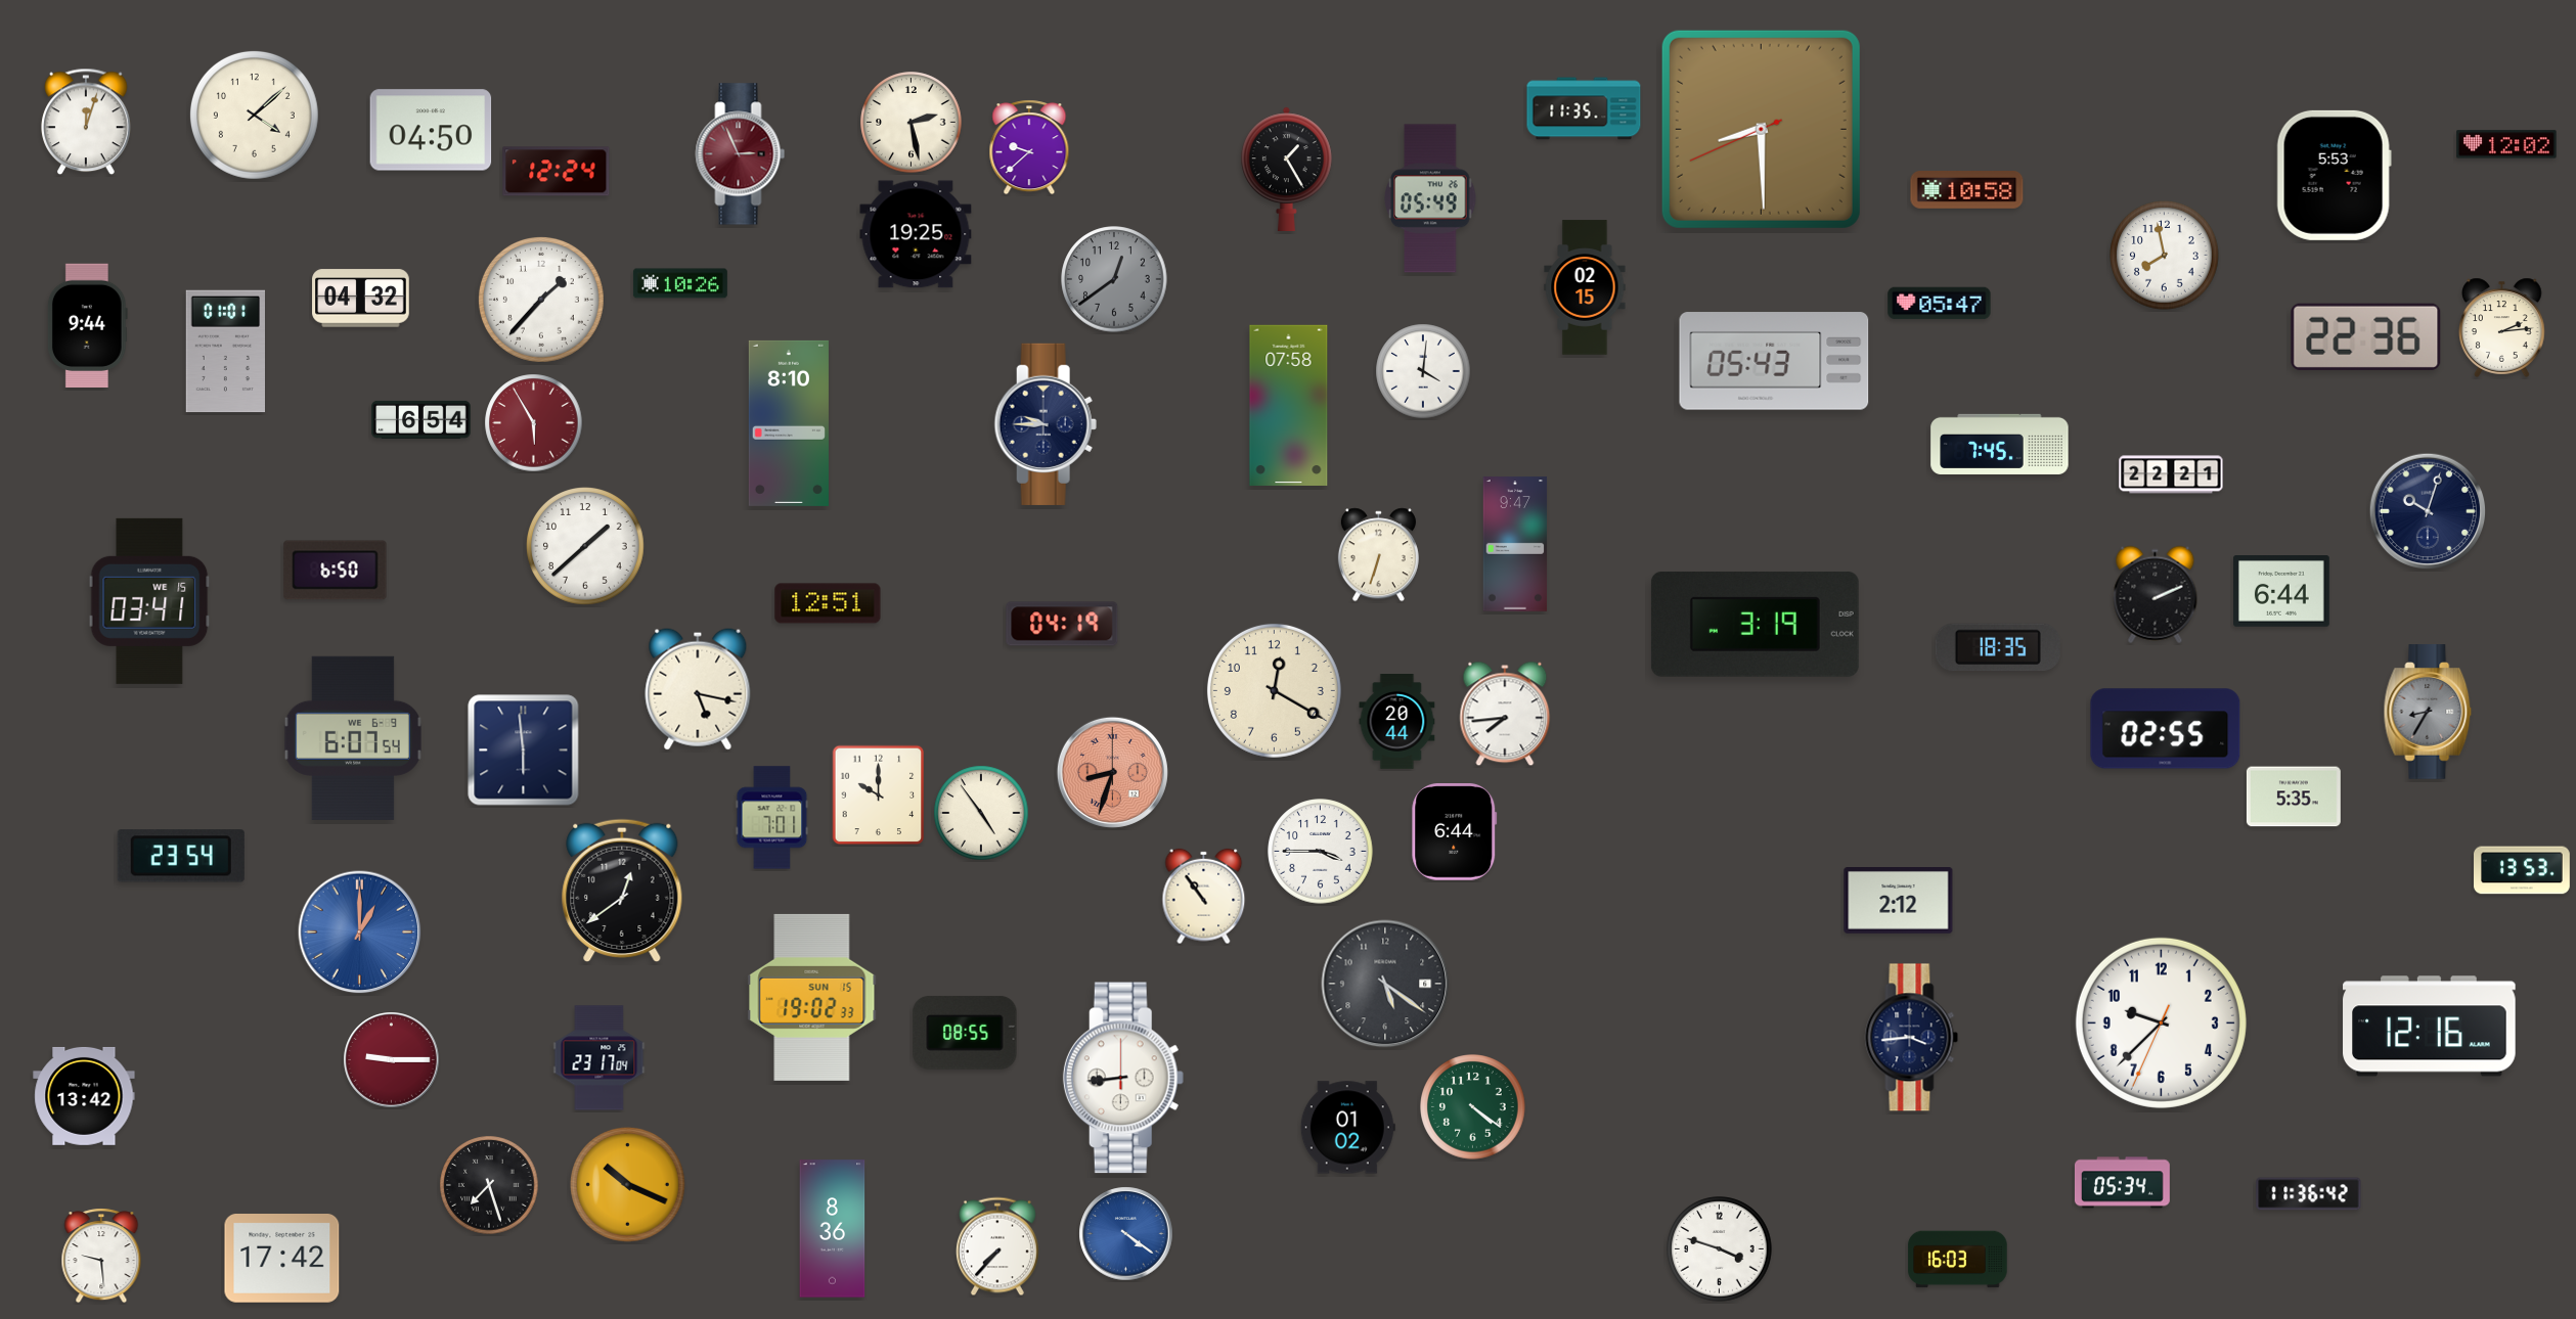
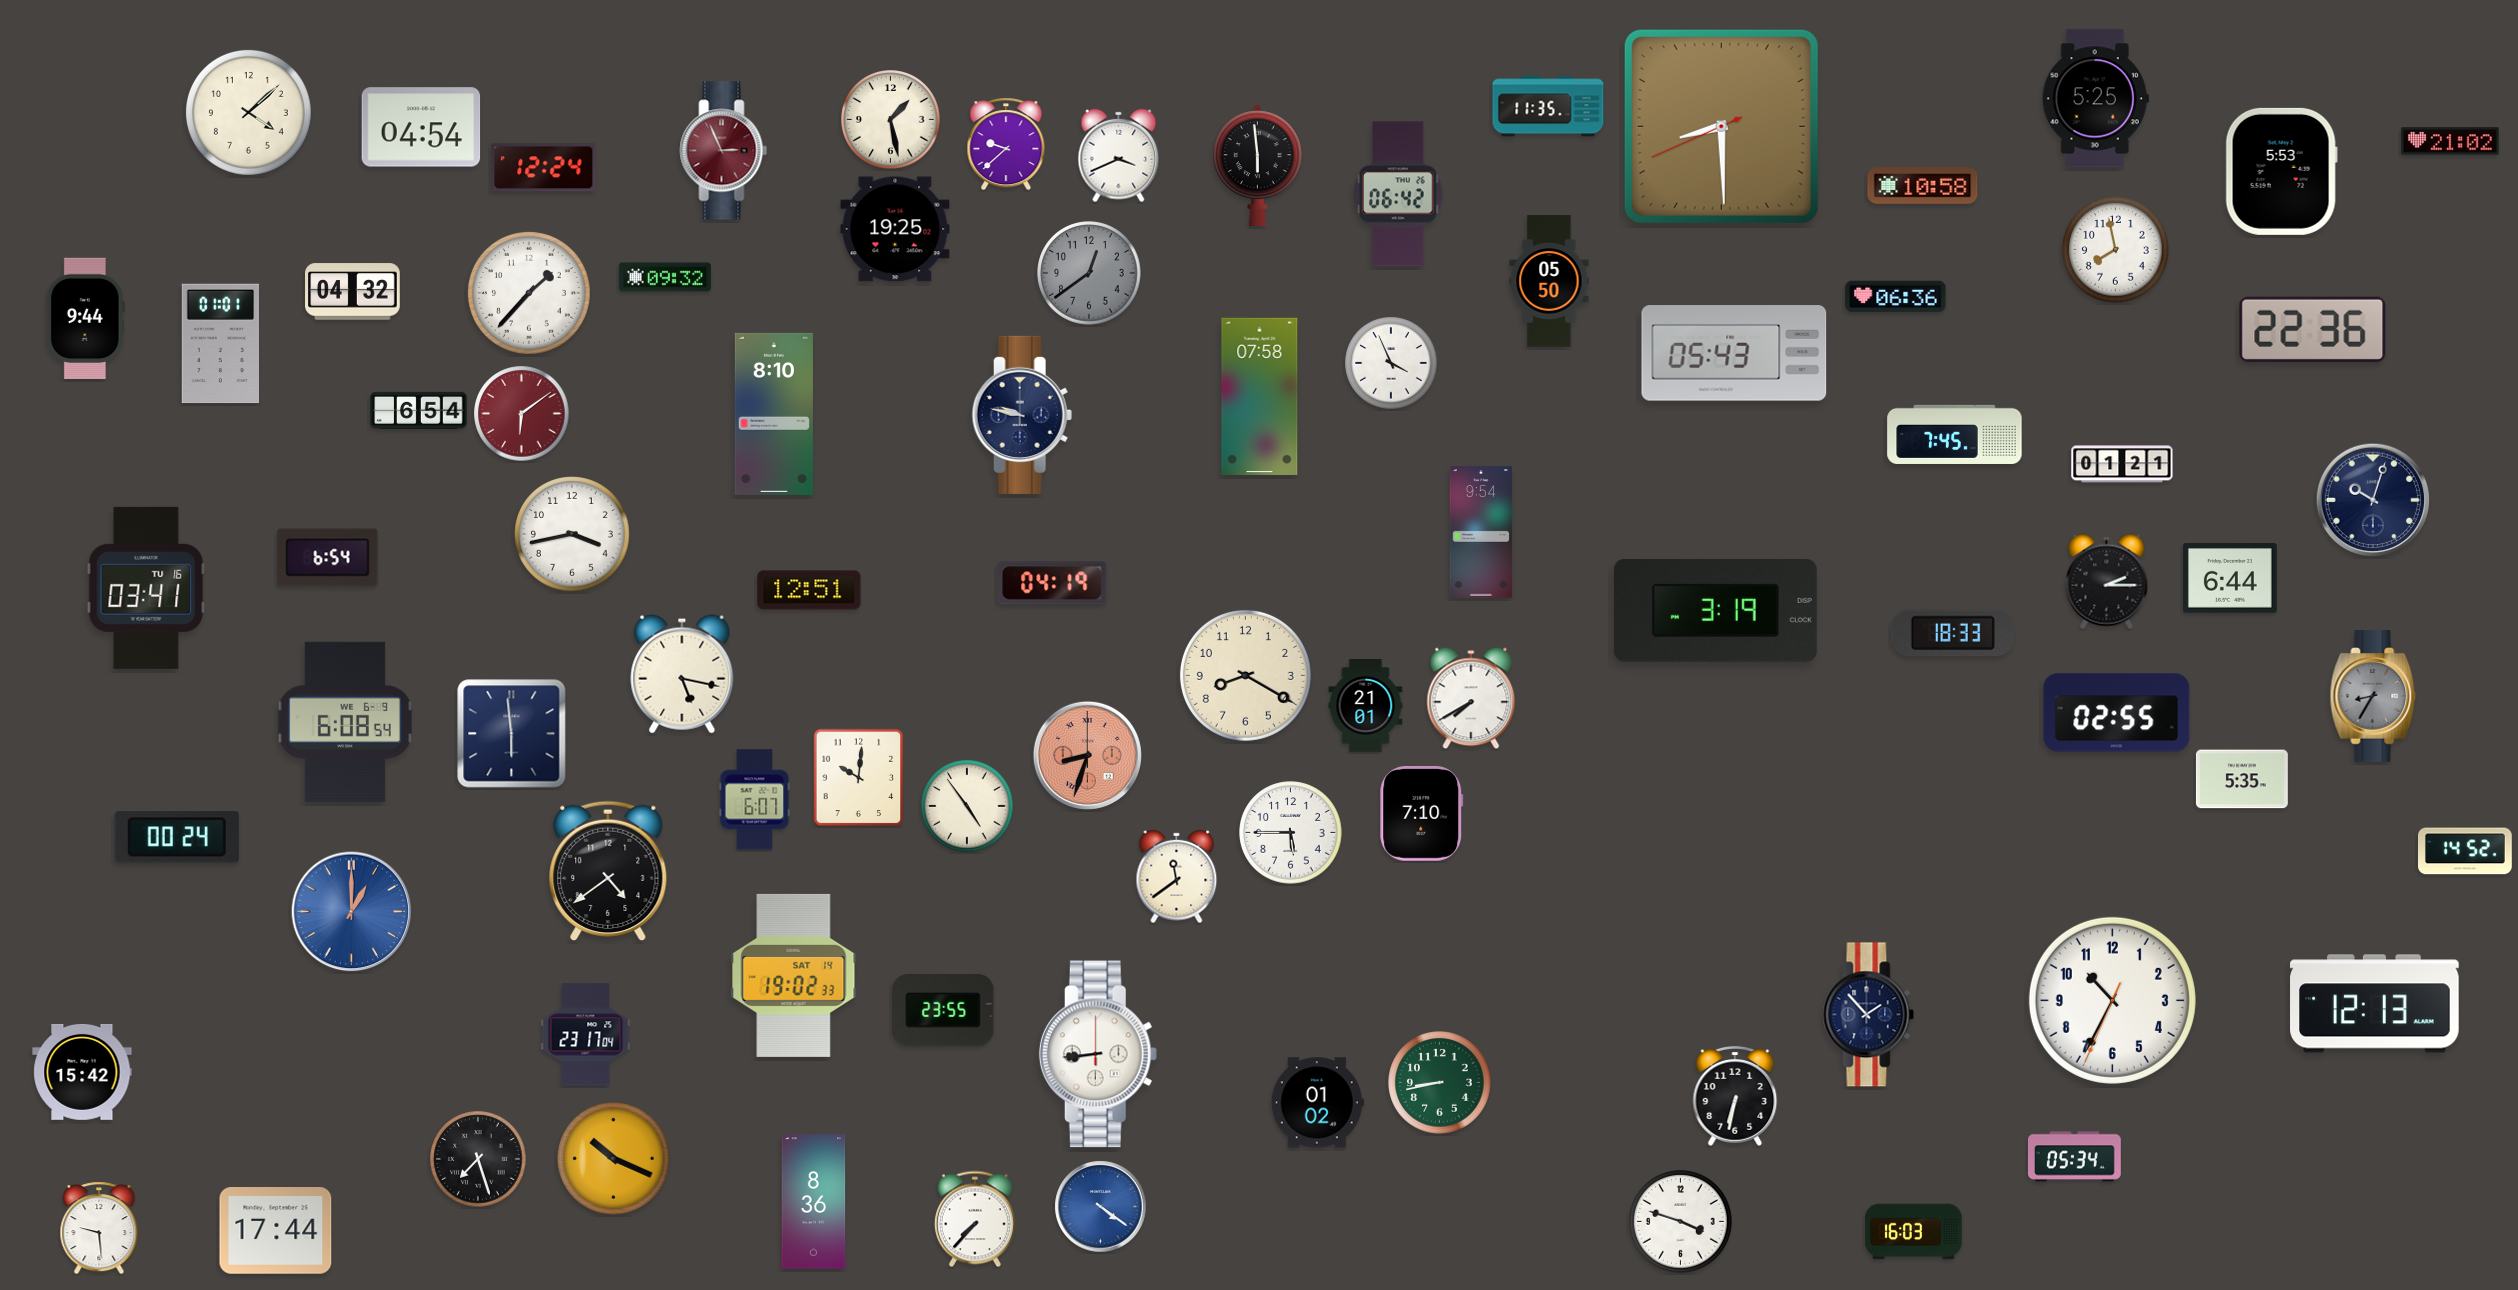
clock at (2095, 99): none -> 5:25
clock at (86, 122): 12:03 -> none
clock at (912, 123): 2:28 -> 1:28
clock at (431, 130): 04:50 -> 04:54
clock at (2506, 144): 12:02 -> 21:02
clock at (1119, 156): none -> 3:41
clock at (1287, 169): 1:25 -> 5:59
clock at (1430, 198): 05:49 -> 06:42
clock at (680, 283): 10:26 -> 09:32
clock at (1585, 287): 02:15 -> 05:50
clock at (1940, 304): 05:47 -> 06:36
clock at (2502, 327): 2:14 -> none
clock at (1423, 371): 4:01 -> 3:56
clock at (421, 419) position: (421, 419) -> (419, 410)
clock at (534, 423): 5:55 -> 6:09
clock at (789, 423) position: (789, 423) -> (774, 414)
clock at (1046, 424): 9:45 -> 9:47
clock at (2171, 474): 22:21 -> 01:21
clock at (1515, 544): 9:47 -> 9:54
clock at (586, 547): 1:38 -> 3:43
clock at (1378, 555): 6:33 -> none
clock at (336, 571): 6:50 -> 6:54
clock at (2156, 595): 2:11 -> 2:15
clock at (149, 601) date: WE 15 -> TU 16
clock at (1062, 624) position: (1062, 624) -> (1052, 583)
clock at (1998, 647): 18:35 -> 18:33
clock at (1274, 690): 12:20 -> 8:20
clock at (1505, 714): 7:44 -> 7:40
clock at (1397, 722): 20:44 -> 21:01
clock at (353, 738): 6:07 -> 6:08
clock at (879, 795): 10:00 -> 10:01
clock at (981, 813) position: (981, 813) -> (967, 806)
clock at (772, 818): 7:01 -> 6:07
clock at (1455, 832): 6:44 -> 7:10
clock at (1321, 852): 3:45 -> 5:45
clock at (181, 856): 23:54 -> 00:24
clock at (2523, 870): 13:53 -> 14:52
clock at (622, 890): 12:39 -> 4:39
clock at (1204, 897): 10:54 -> 11:39
clock at (1899, 901): 2:12 -> none
clock at (1385, 984): 5:21 -> none
clock at (812, 997) date: SUN 15 -> SAT 14
clock at (2161, 1022): 9:37 -> 10:34
clock at (2430, 1027): 12:16 -> 12:13
clock at (965, 1033): 08:55 -> 23:55
clock at (1912, 1038): 3:44 -> 1:53
clock at (392, 1060): 9:15 -> none
clock at (84, 1096): 13:42 -> 15:42
clock at (1473, 1107): 4:21 -> 8:43
clock at (1735, 1096): none -> 6:32
clock at (2309, 1194): 11:36 -> none
clock at (282, 1259): 17:42 -> 17:44
